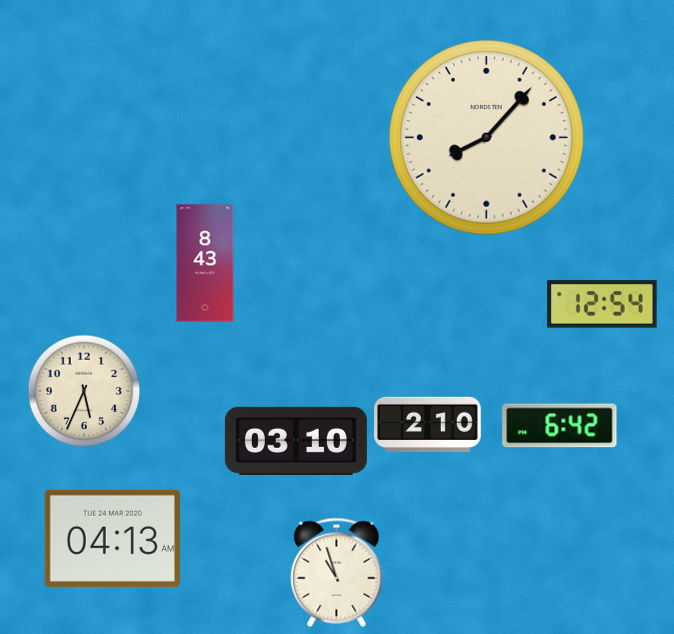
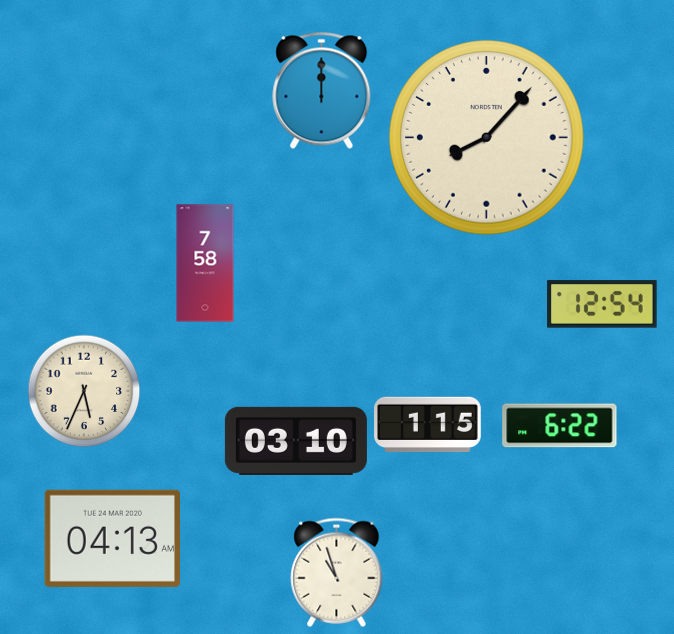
clock at (322, 90): none -> 12:00
clock at (205, 263): 8:43 -> 7:58
clock at (428, 424): 2:10 -> 1:15
clock at (560, 426): 6:42 -> 6:22
